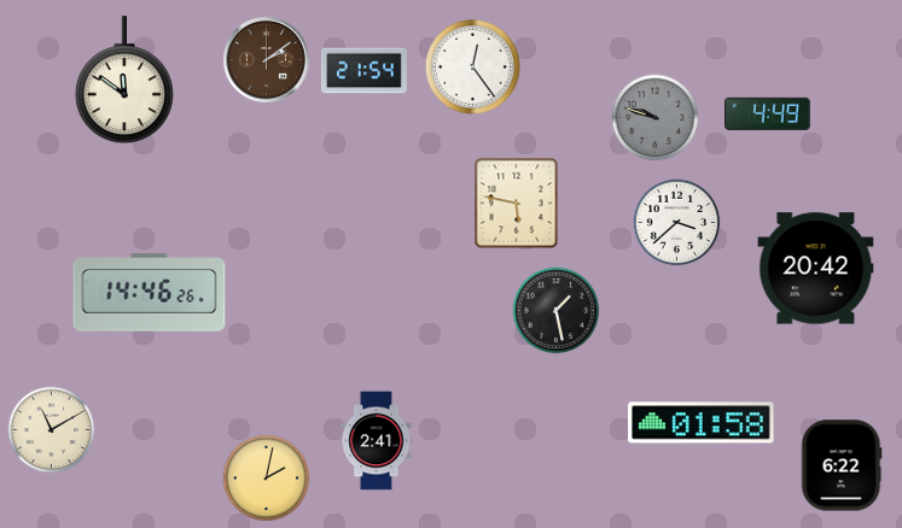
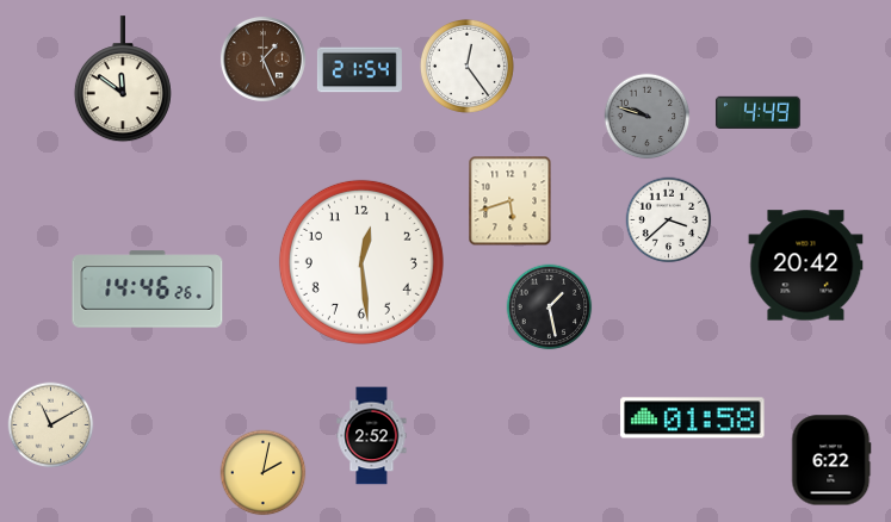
clock at (266, 59): 2:09 -> 1:26
clock at (517, 204): 5:47 -> 5:42
clock at (361, 262): none -> 12:29
clock at (377, 441): 2:41 -> 2:52
